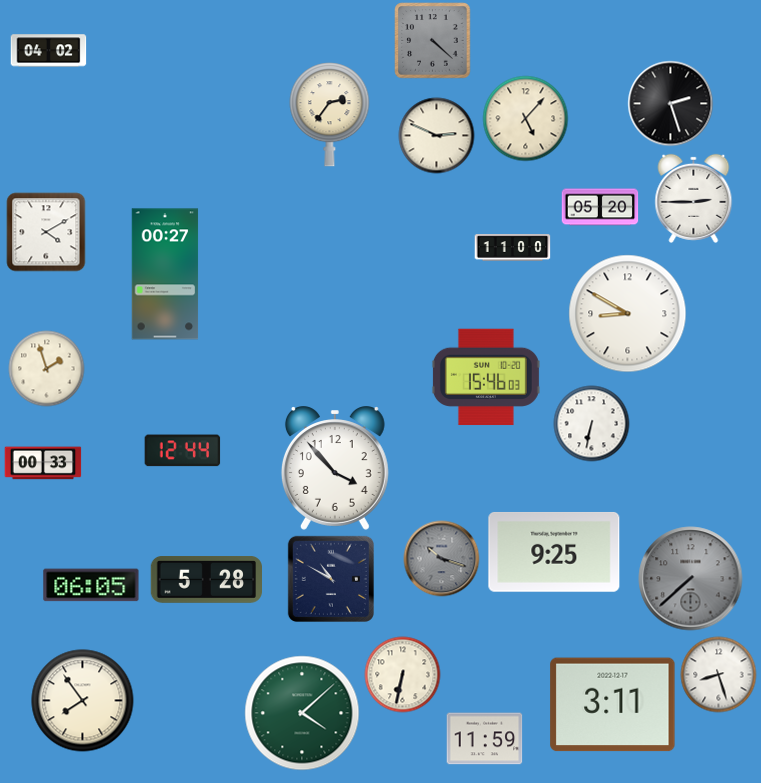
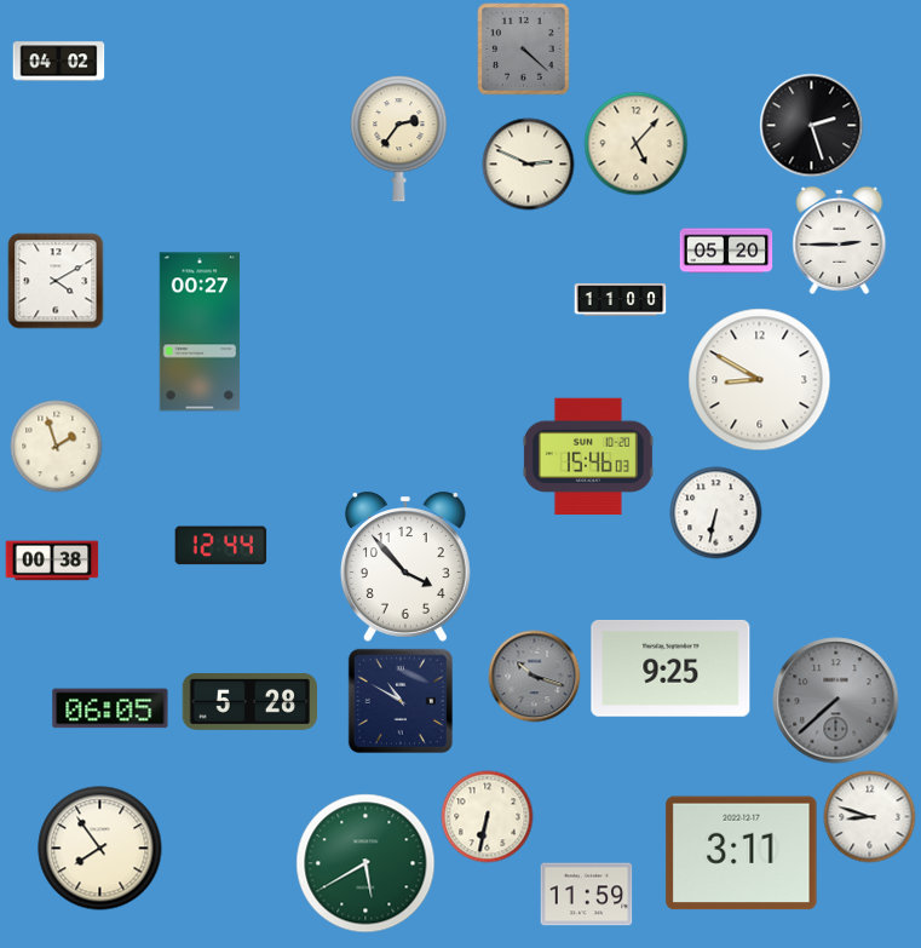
clock at (43, 463): 00:33 -> 00:38
clock at (719, 675): 8:27 -> 8:48
clock at (302, 713): 4:08 -> 5:40
